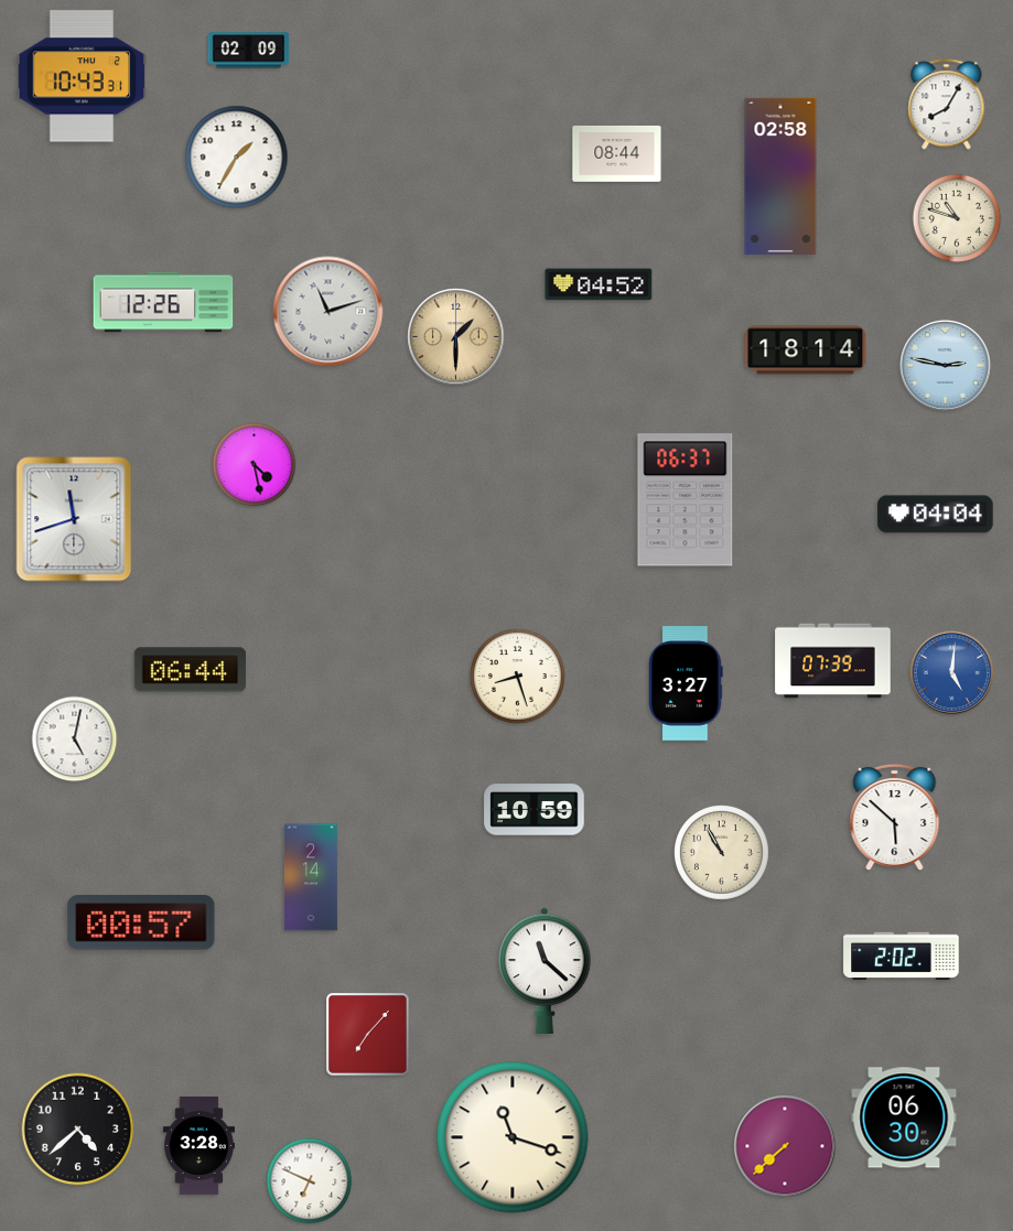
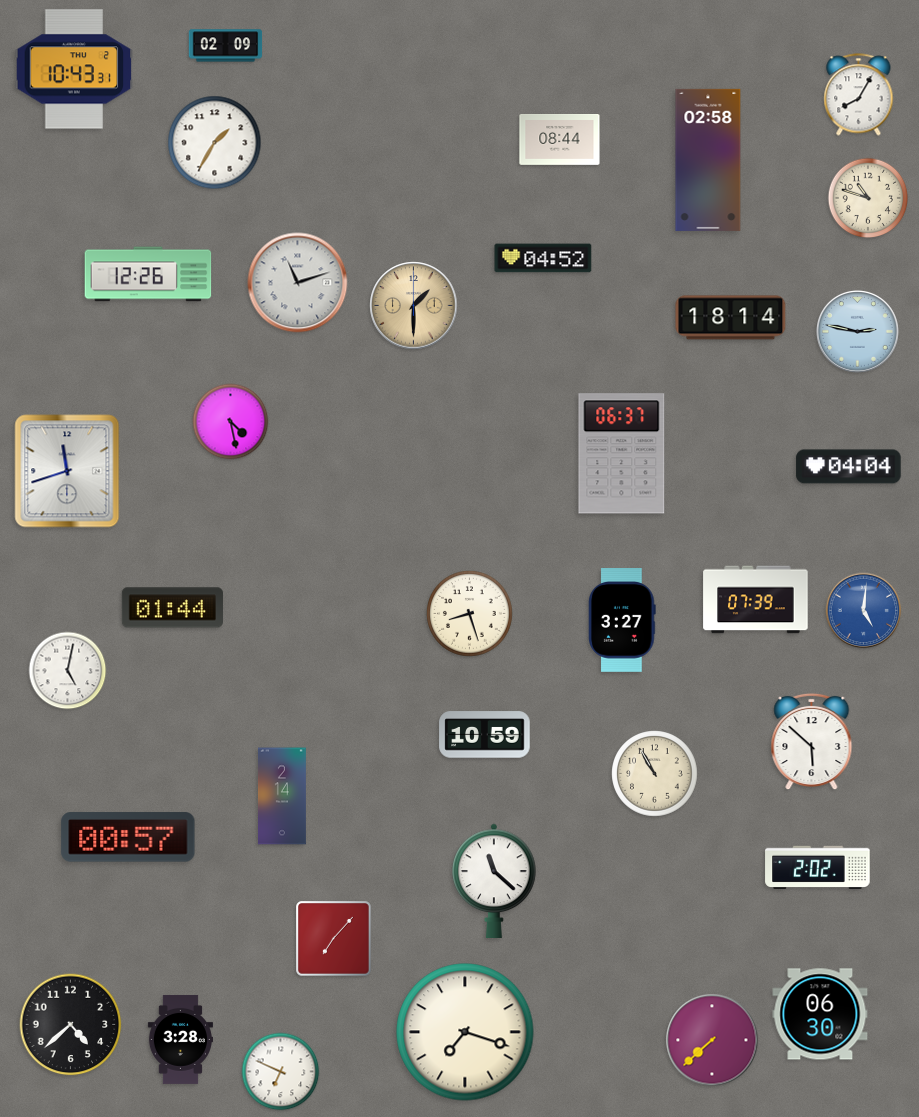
clock at (190, 670): 06:44 -> 01:44
clock at (513, 1137): 11:18 -> 7:18
